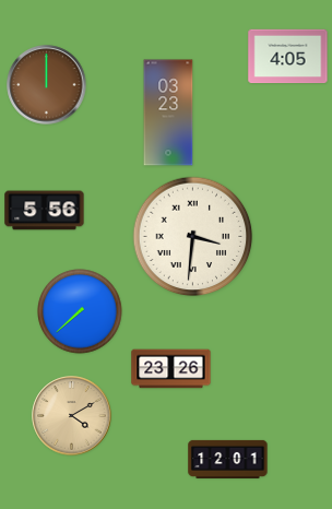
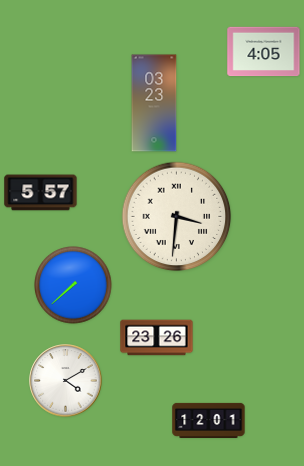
clock at (47, 85): 12:00 -> none
clock at (45, 211): 5:56 -> 5:57
clock at (72, 416) dial: champagne -> white
